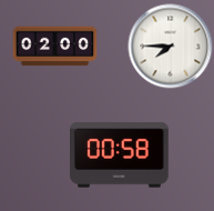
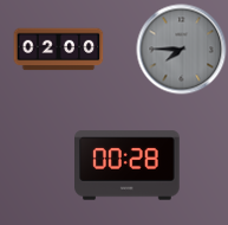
clock at (171, 47) dial: white -> grey
clock at (120, 155): 00:58 -> 00:28
